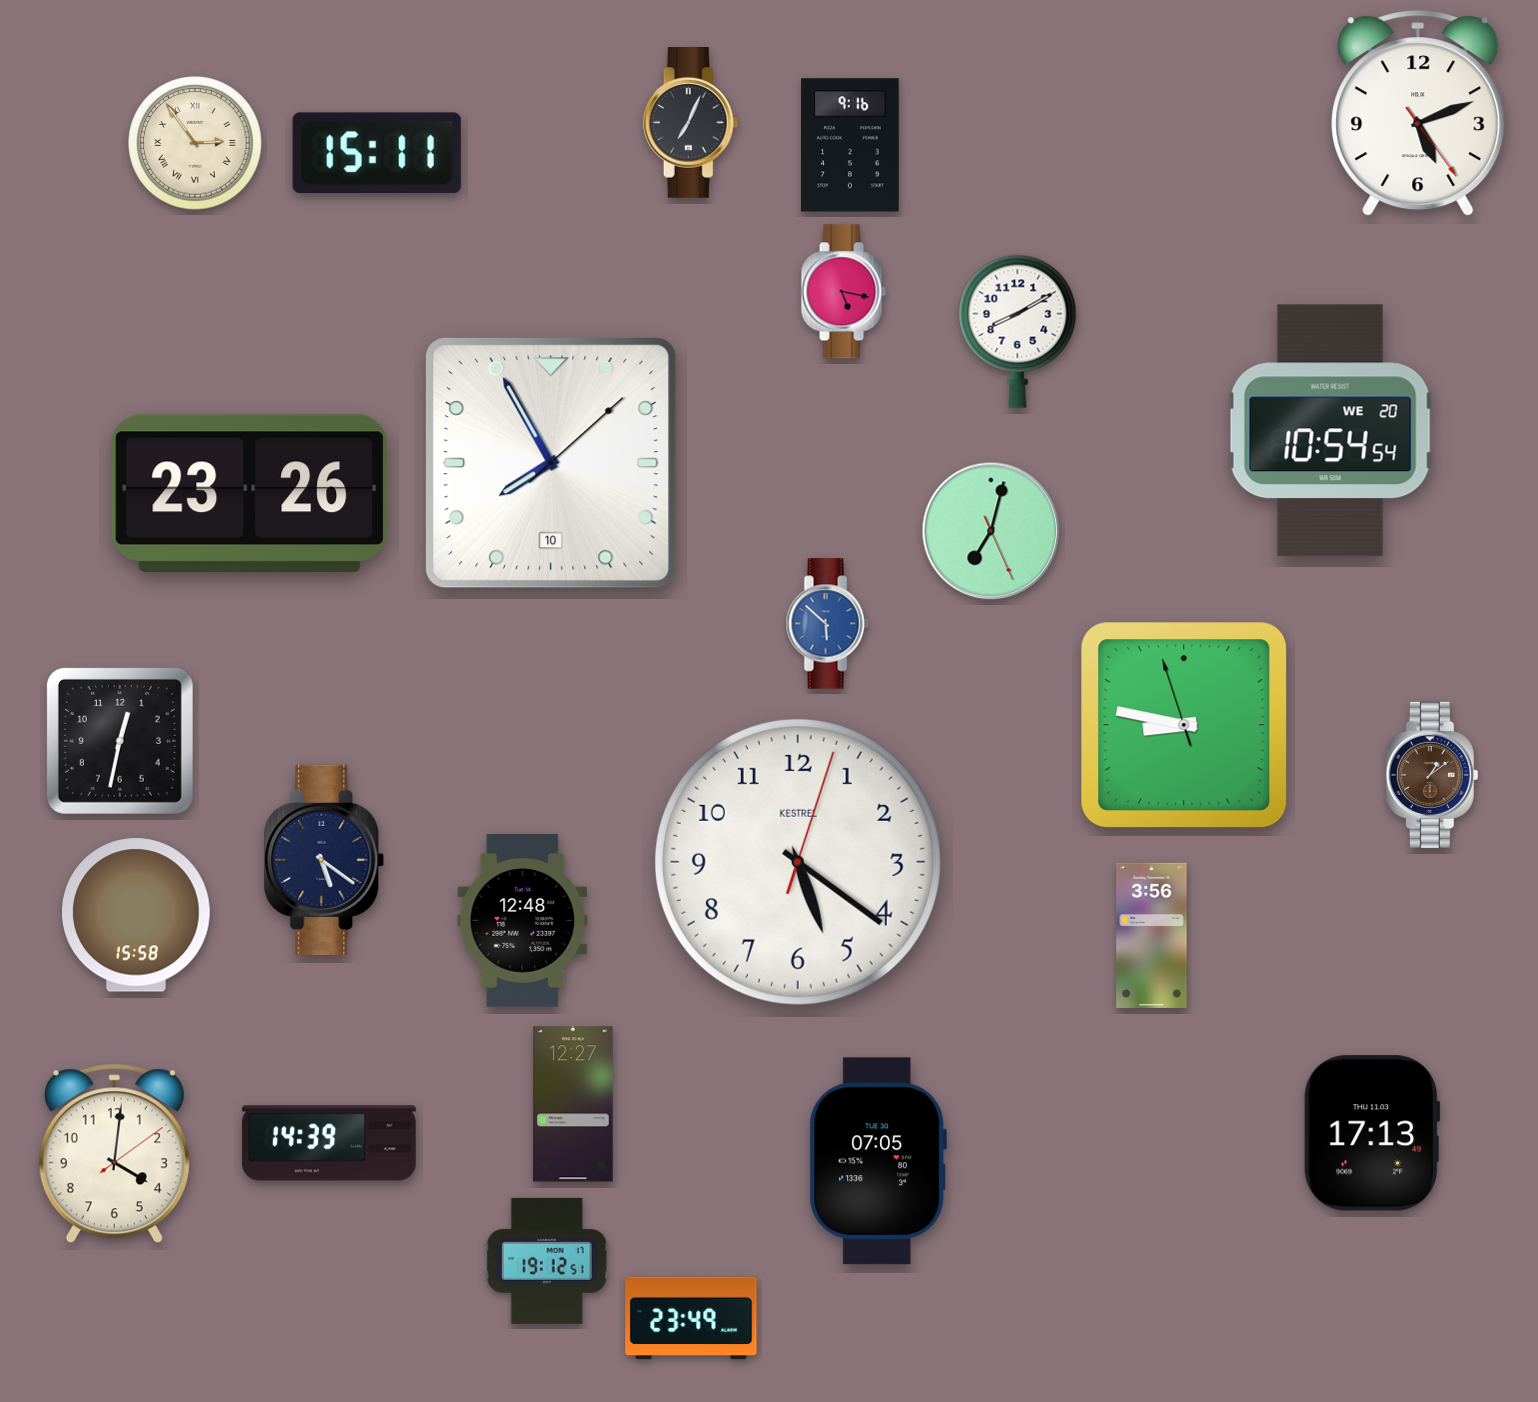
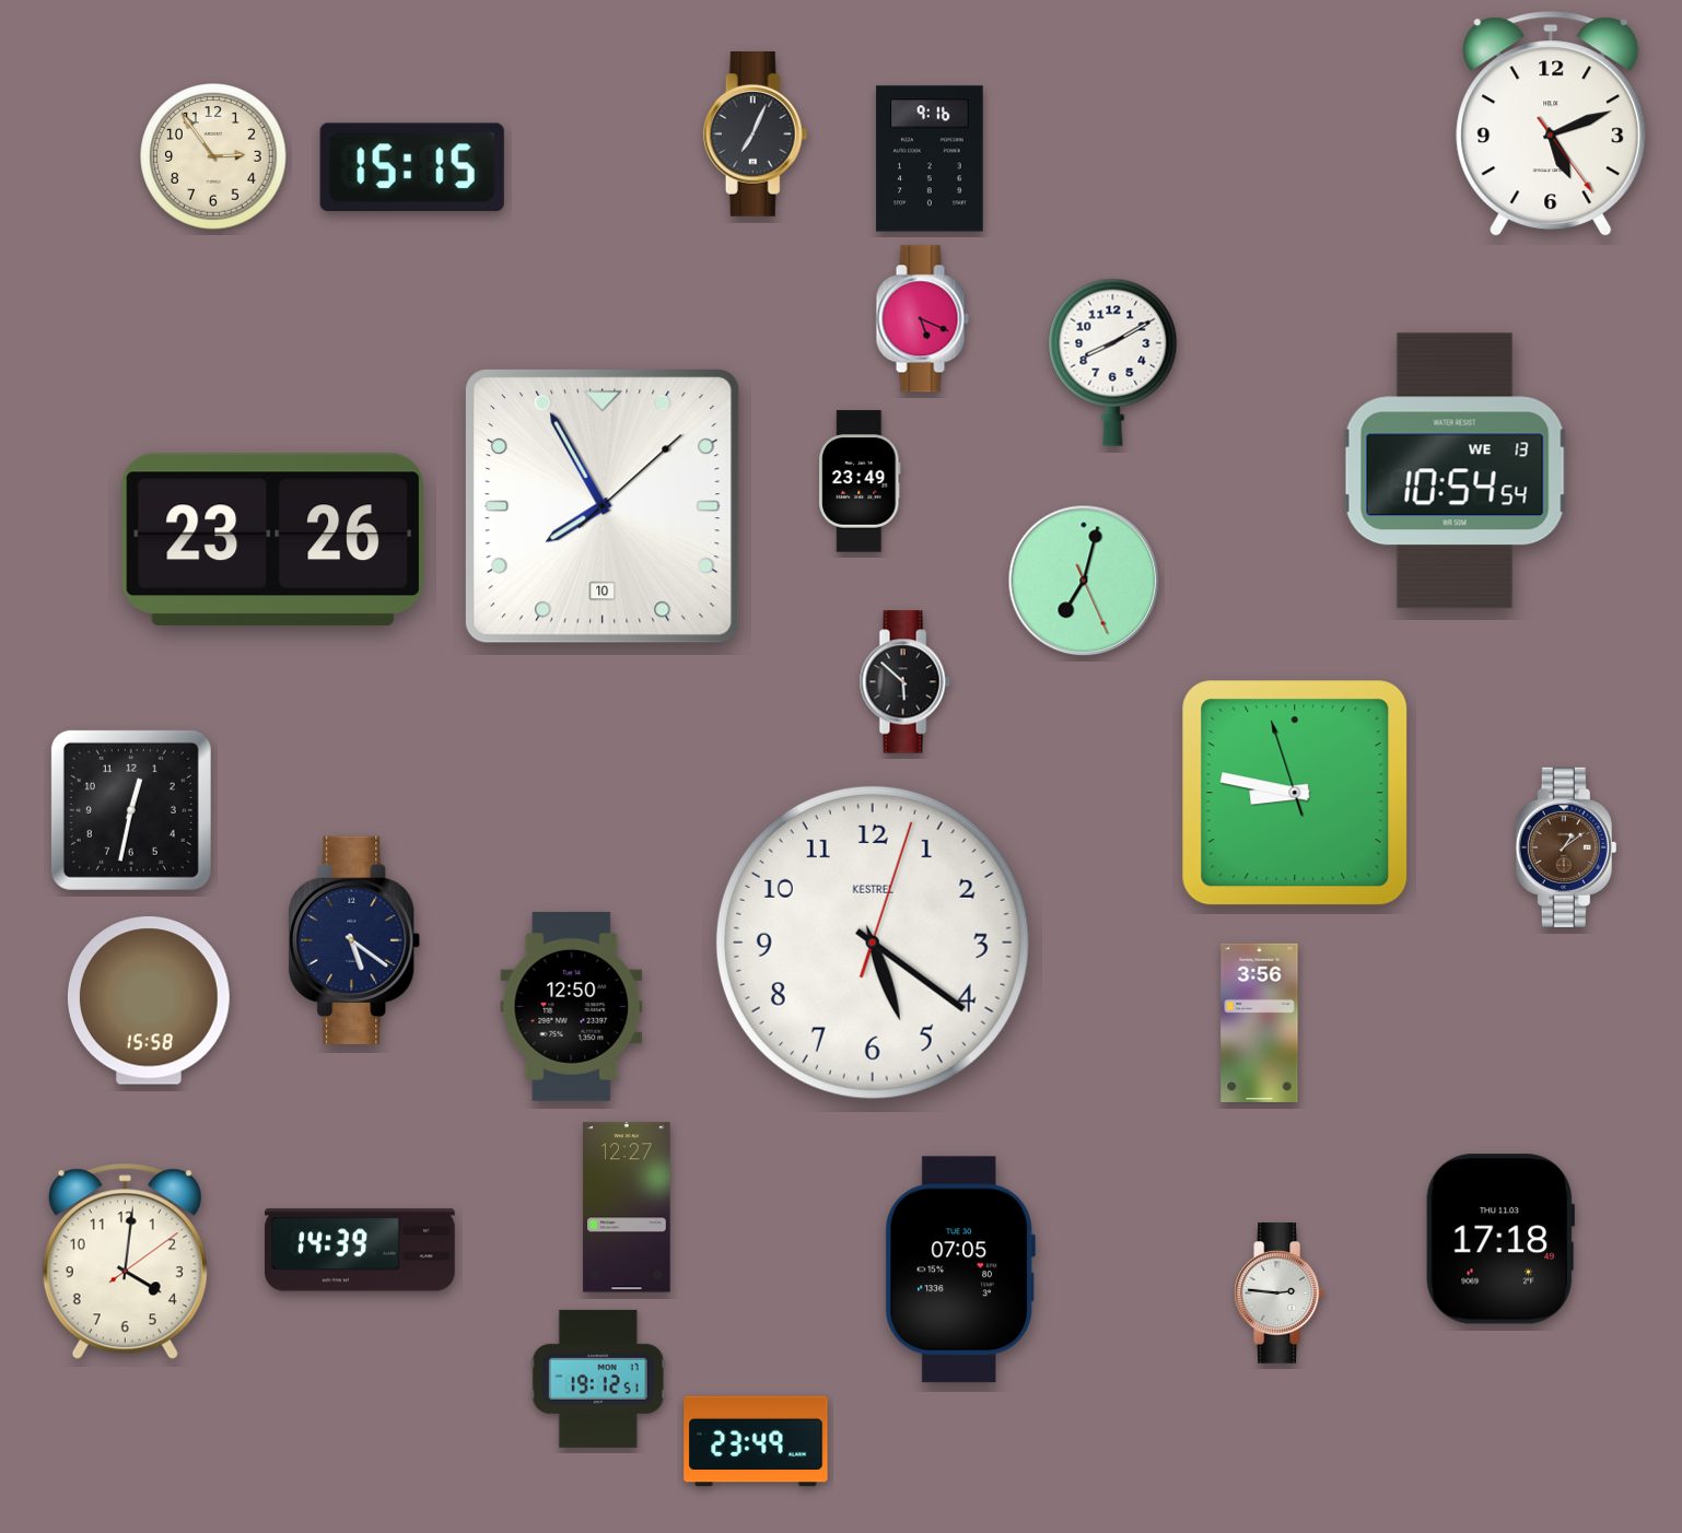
clock at (195, 143) numerals: Roman -> Arabic
clock at (377, 152): 15:11 -> 15:15
clock at (843, 292): 5:17 -> 5:19
clock at (1331, 431) date: WE 20 -> WE 13
clock at (861, 481): none -> 23:49
clock at (827, 624) dial: blue -> black
clock at (523, 920): 12:48 -> 12:50
clock at (1372, 1133): 17:13 -> 17:18
clock at (1278, 1294): none -> 2:46
